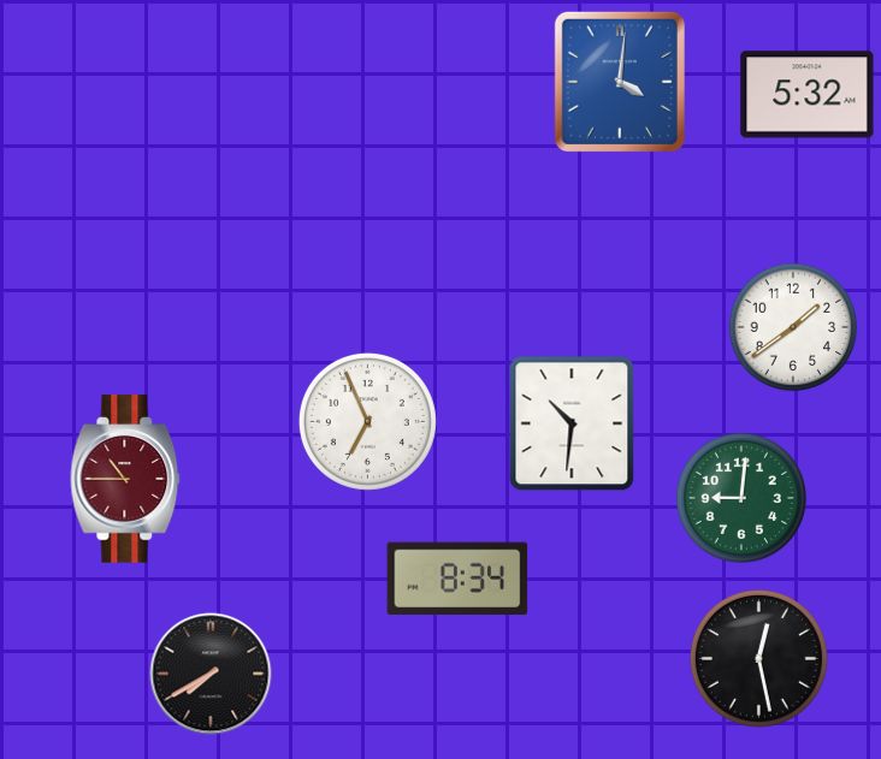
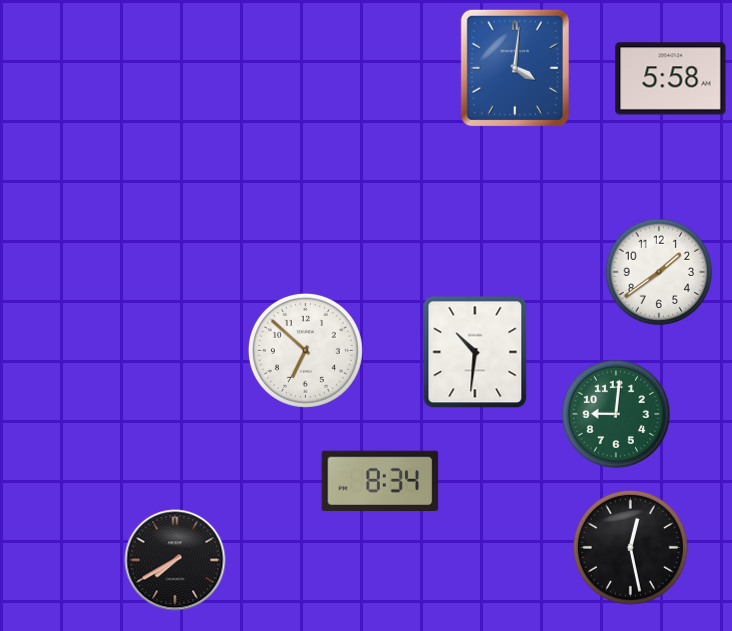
clock at (808, 95): 5:32 -> 5:58
clock at (367, 421): 6:56 -> 6:52
clock at (125, 479): 10:45 -> none
